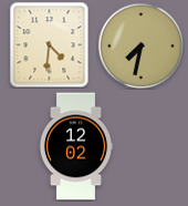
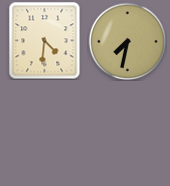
clock at (76, 146): 12:02 -> none
